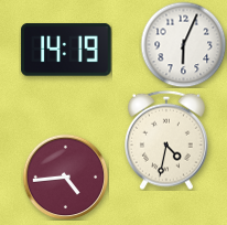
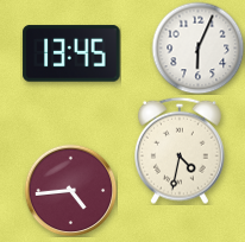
clock at (66, 50): 14:19 -> 13:45
